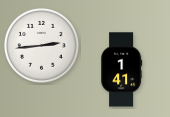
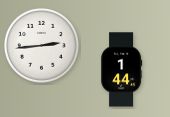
clock at (122, 70): 1:41 -> 1:44
